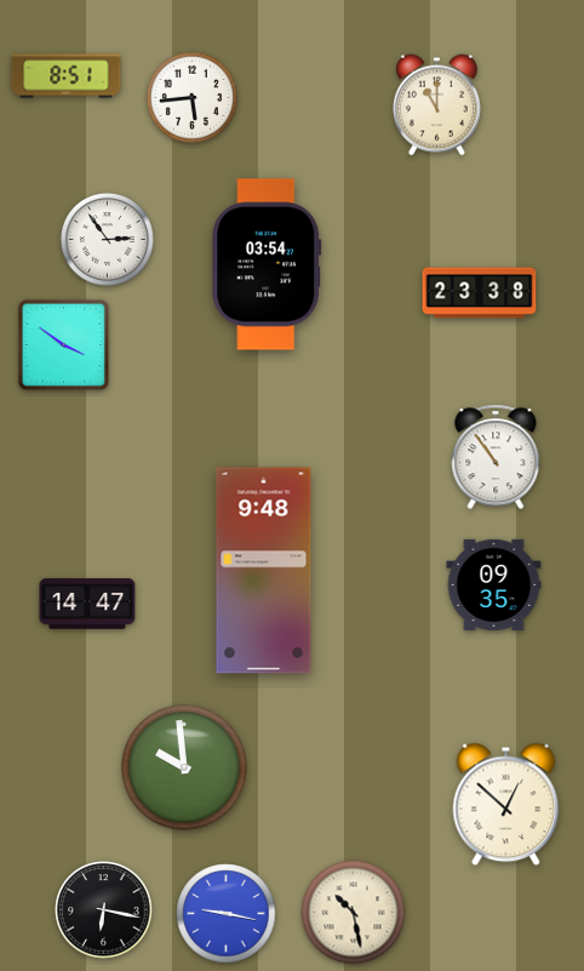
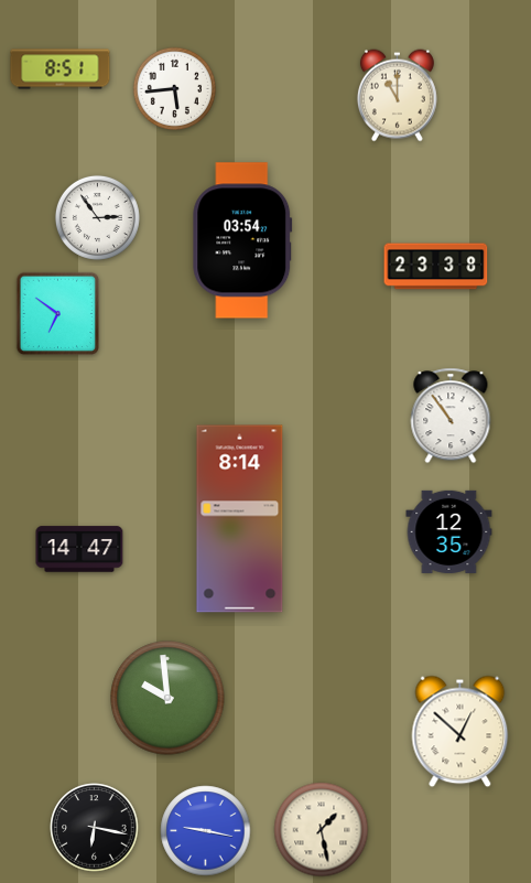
clock at (64, 345): 3:51 -> 6:51
clock at (264, 571): 9:48 -> 8:14
clock at (494, 584): 09:35 -> 12:35
clock at (354, 913): 10:28 -> 1:28
